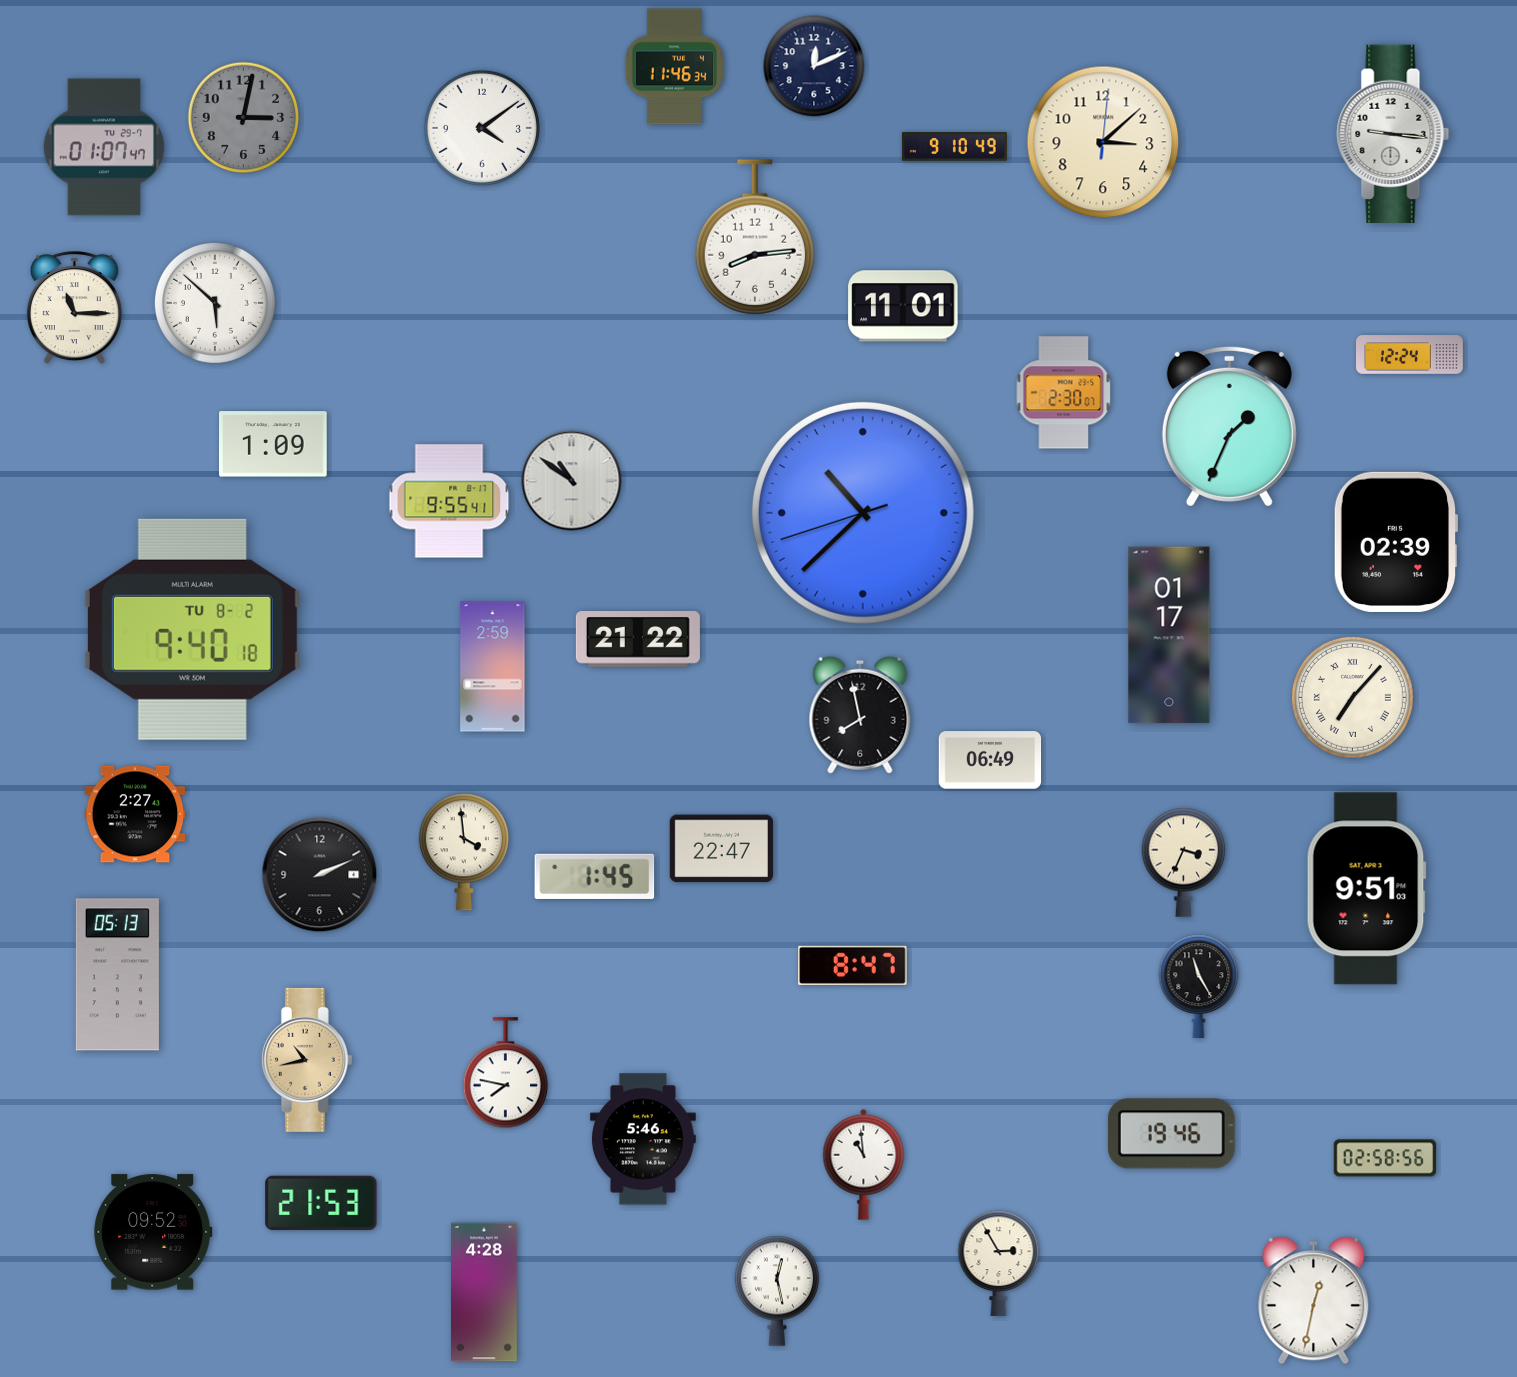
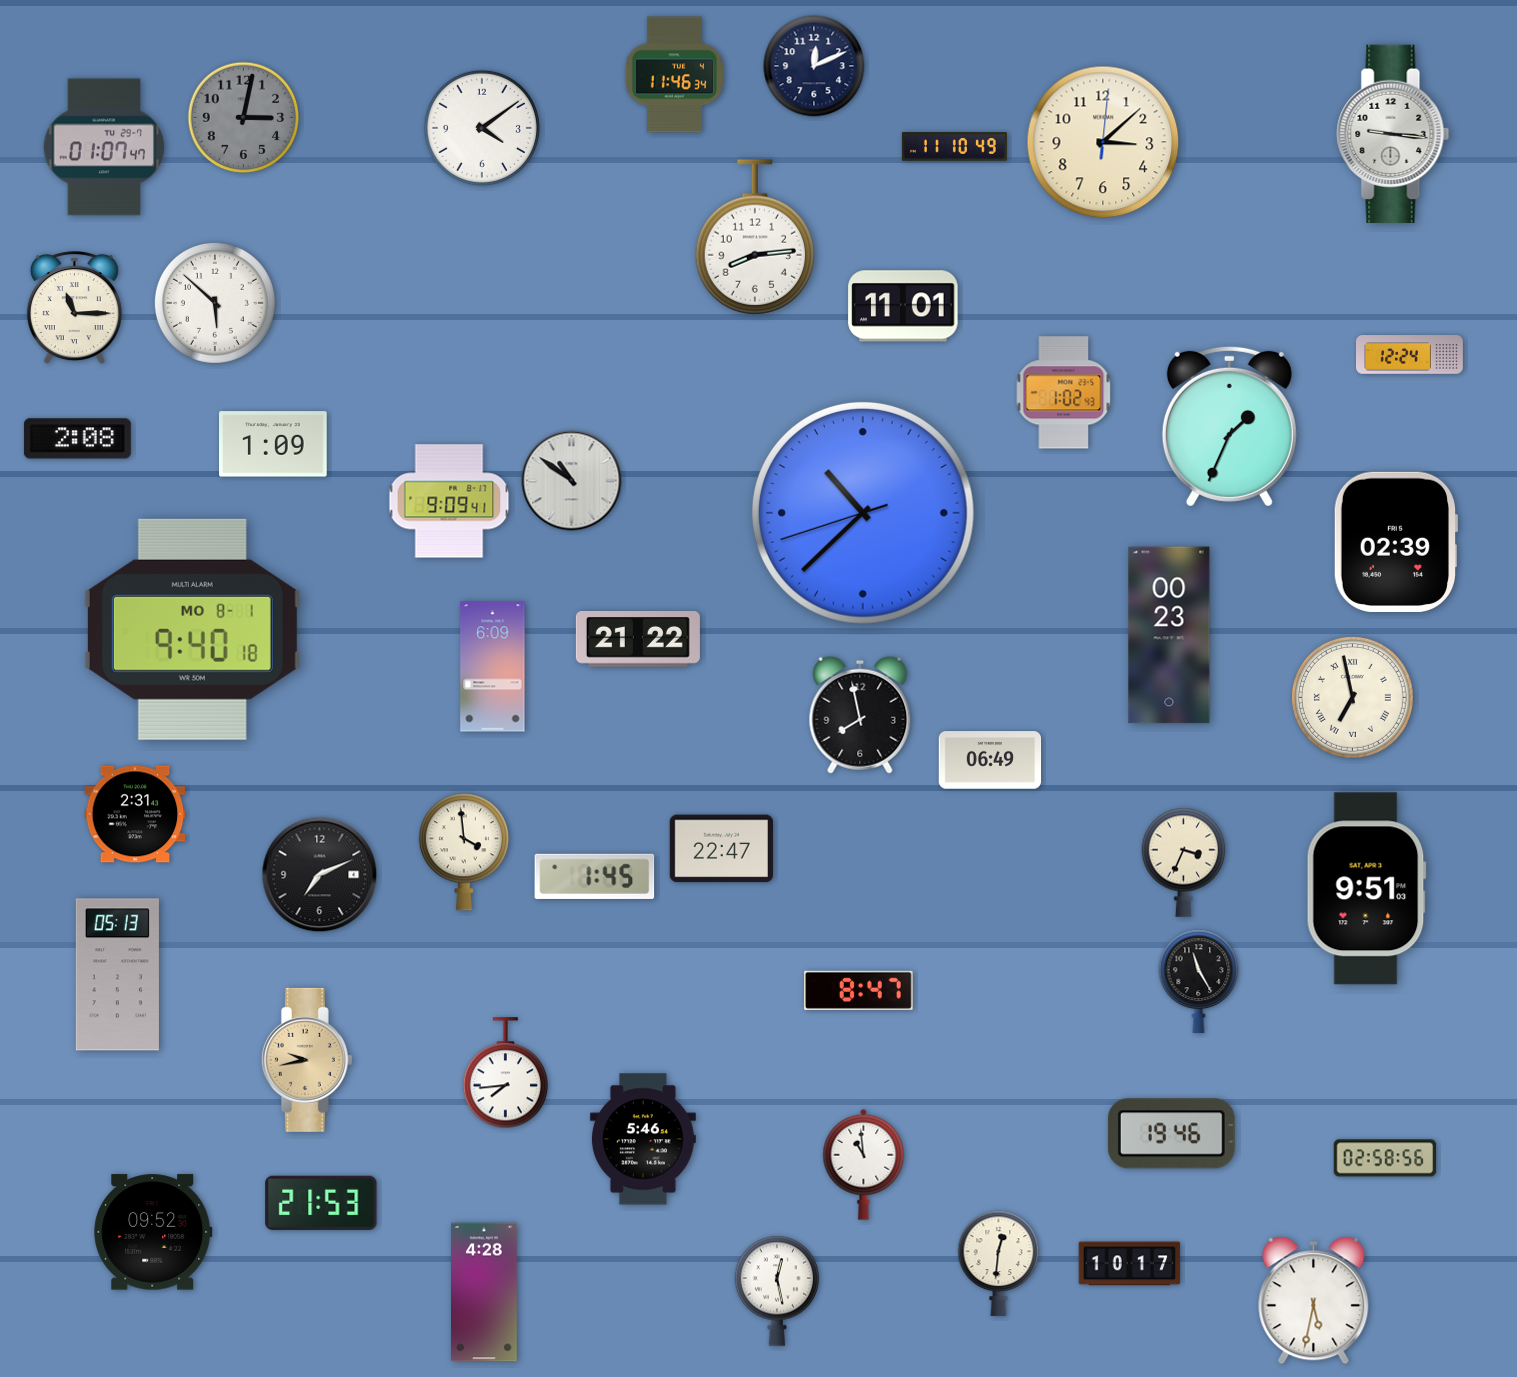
clock at (674, 67) position: (674, 67) -> (674, 75)
clock at (954, 147): 9:10 -> 11:10
clock at (1064, 393): 2:30 -> 1:02
clock at (77, 439): none -> 2:08
clock at (449, 501): 9:55 -> 9:09
clock at (192, 629) date: TU 8-2 -> MO 8-1
clock at (1169, 635): 01:17 -> 00:23
clock at (493, 667): 2:59 -> 6:09
clock at (1352, 697): 7:07 -> 6:58
clock at (135, 814): 2:27 -> 2:31
clock at (320, 875): 2:11 -> 7:11
clock at (853, 965) position: (853, 965) -> (859, 990)
clock at (1199, 986) position: (1199, 986) -> (1199, 981)
clock at (307, 1060): 10:43 -> 9:43
clock at (505, 1073): 7:47 -> 7:44
clock at (999, 1263): 2:55 -> 12:31
clock at (1130, 1264): none -> 10:17
clock at (1314, 1301): 12:32 -> 5:32
